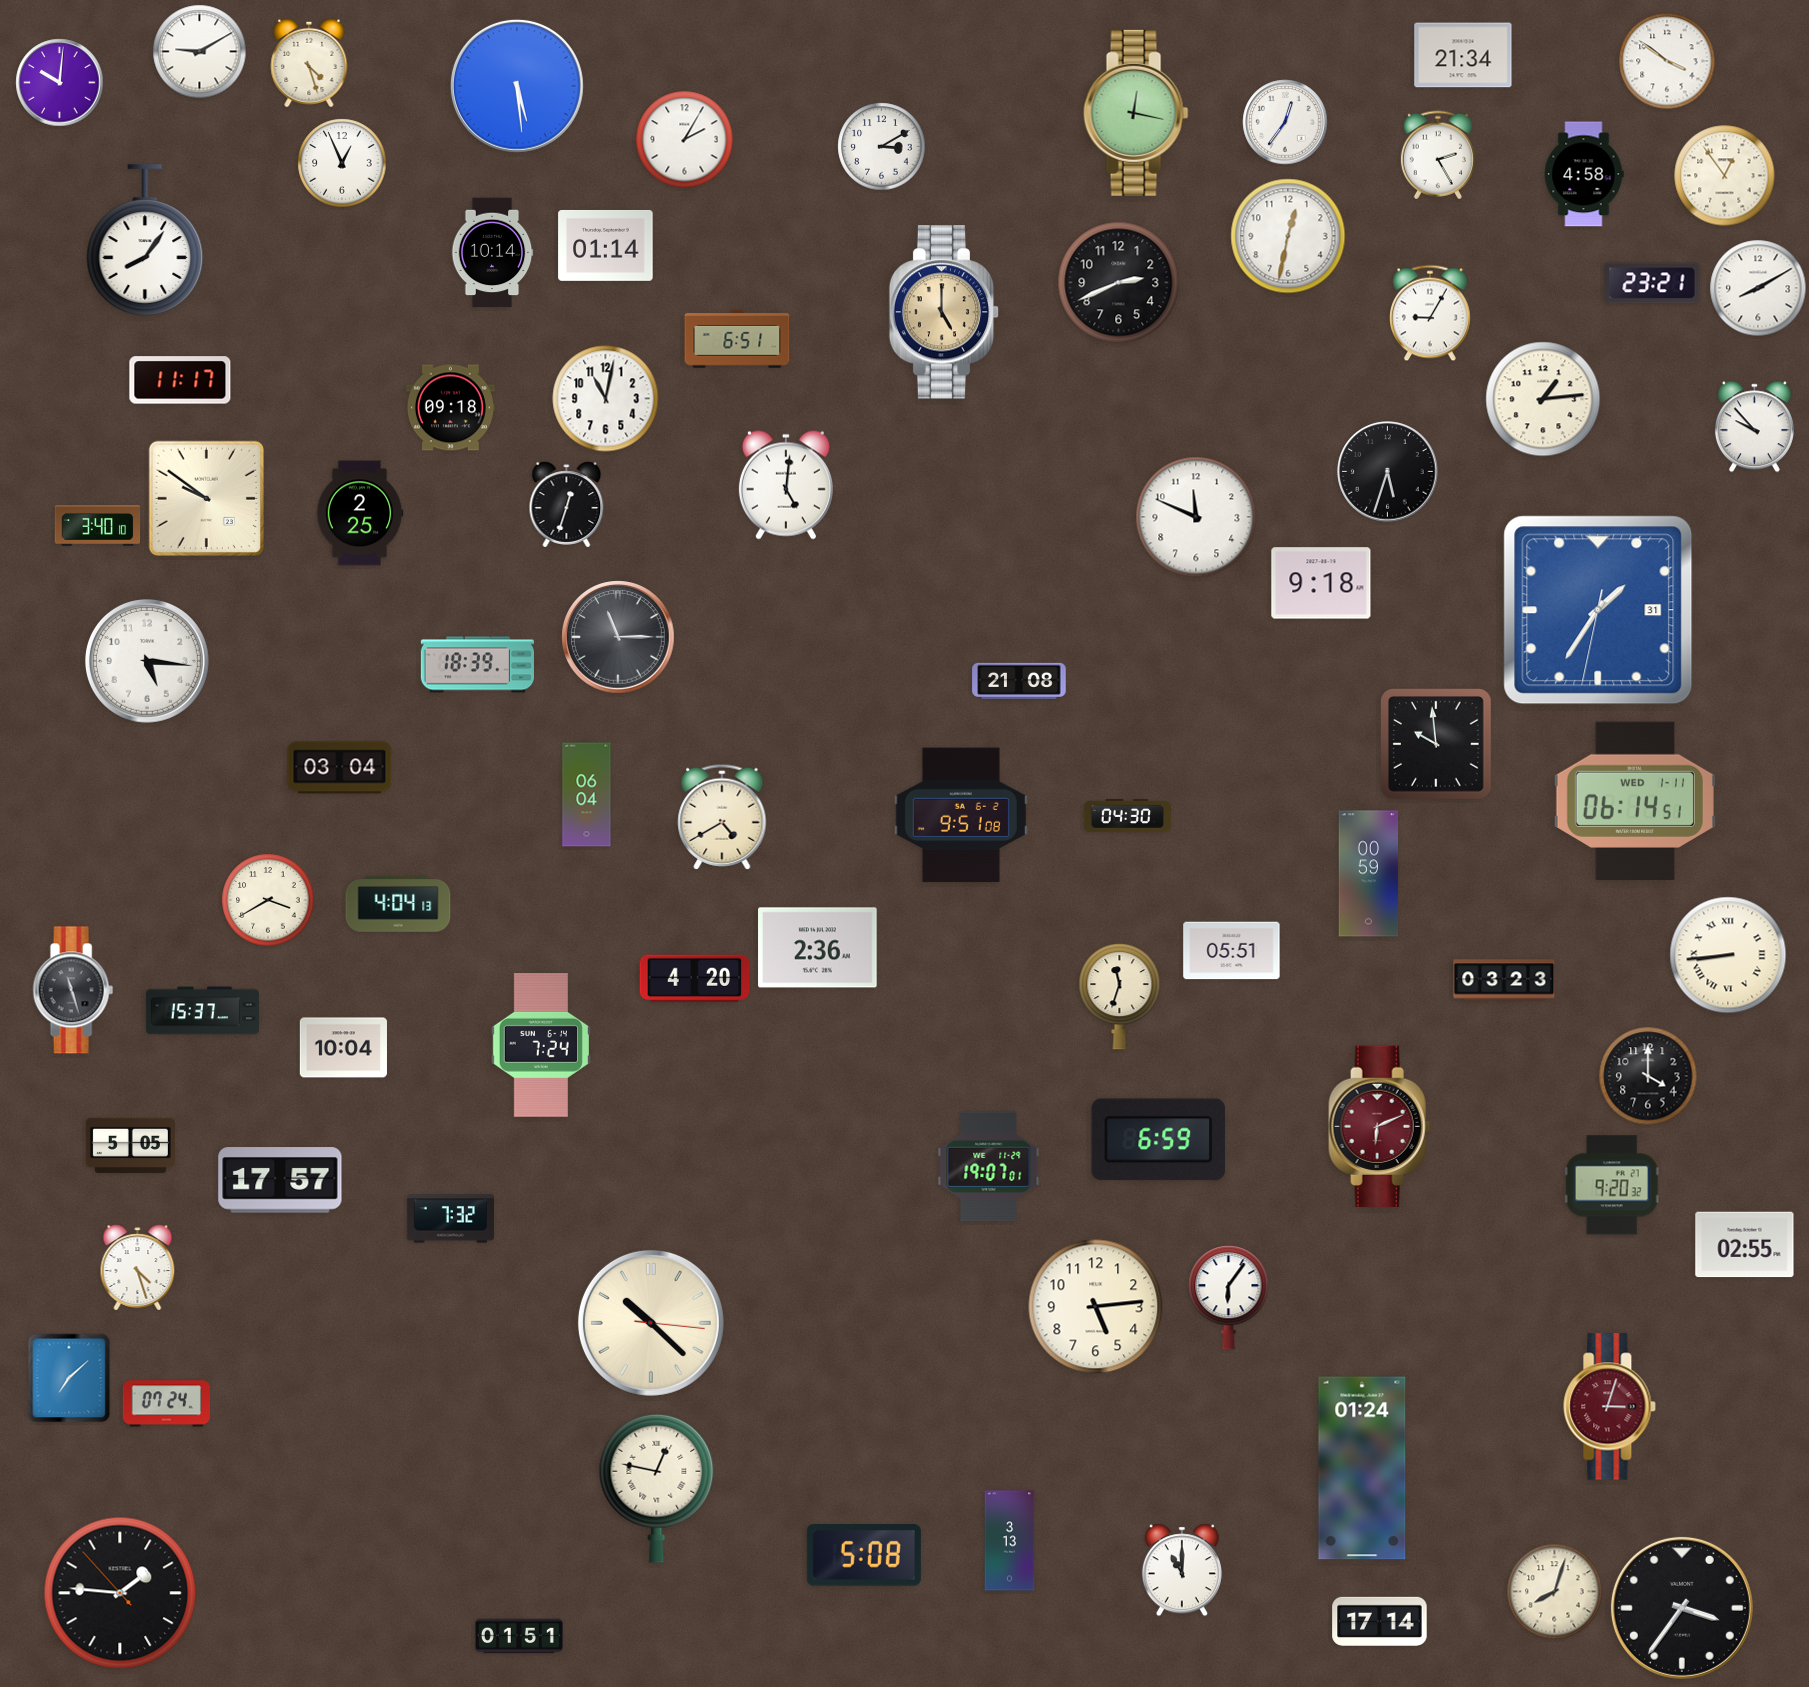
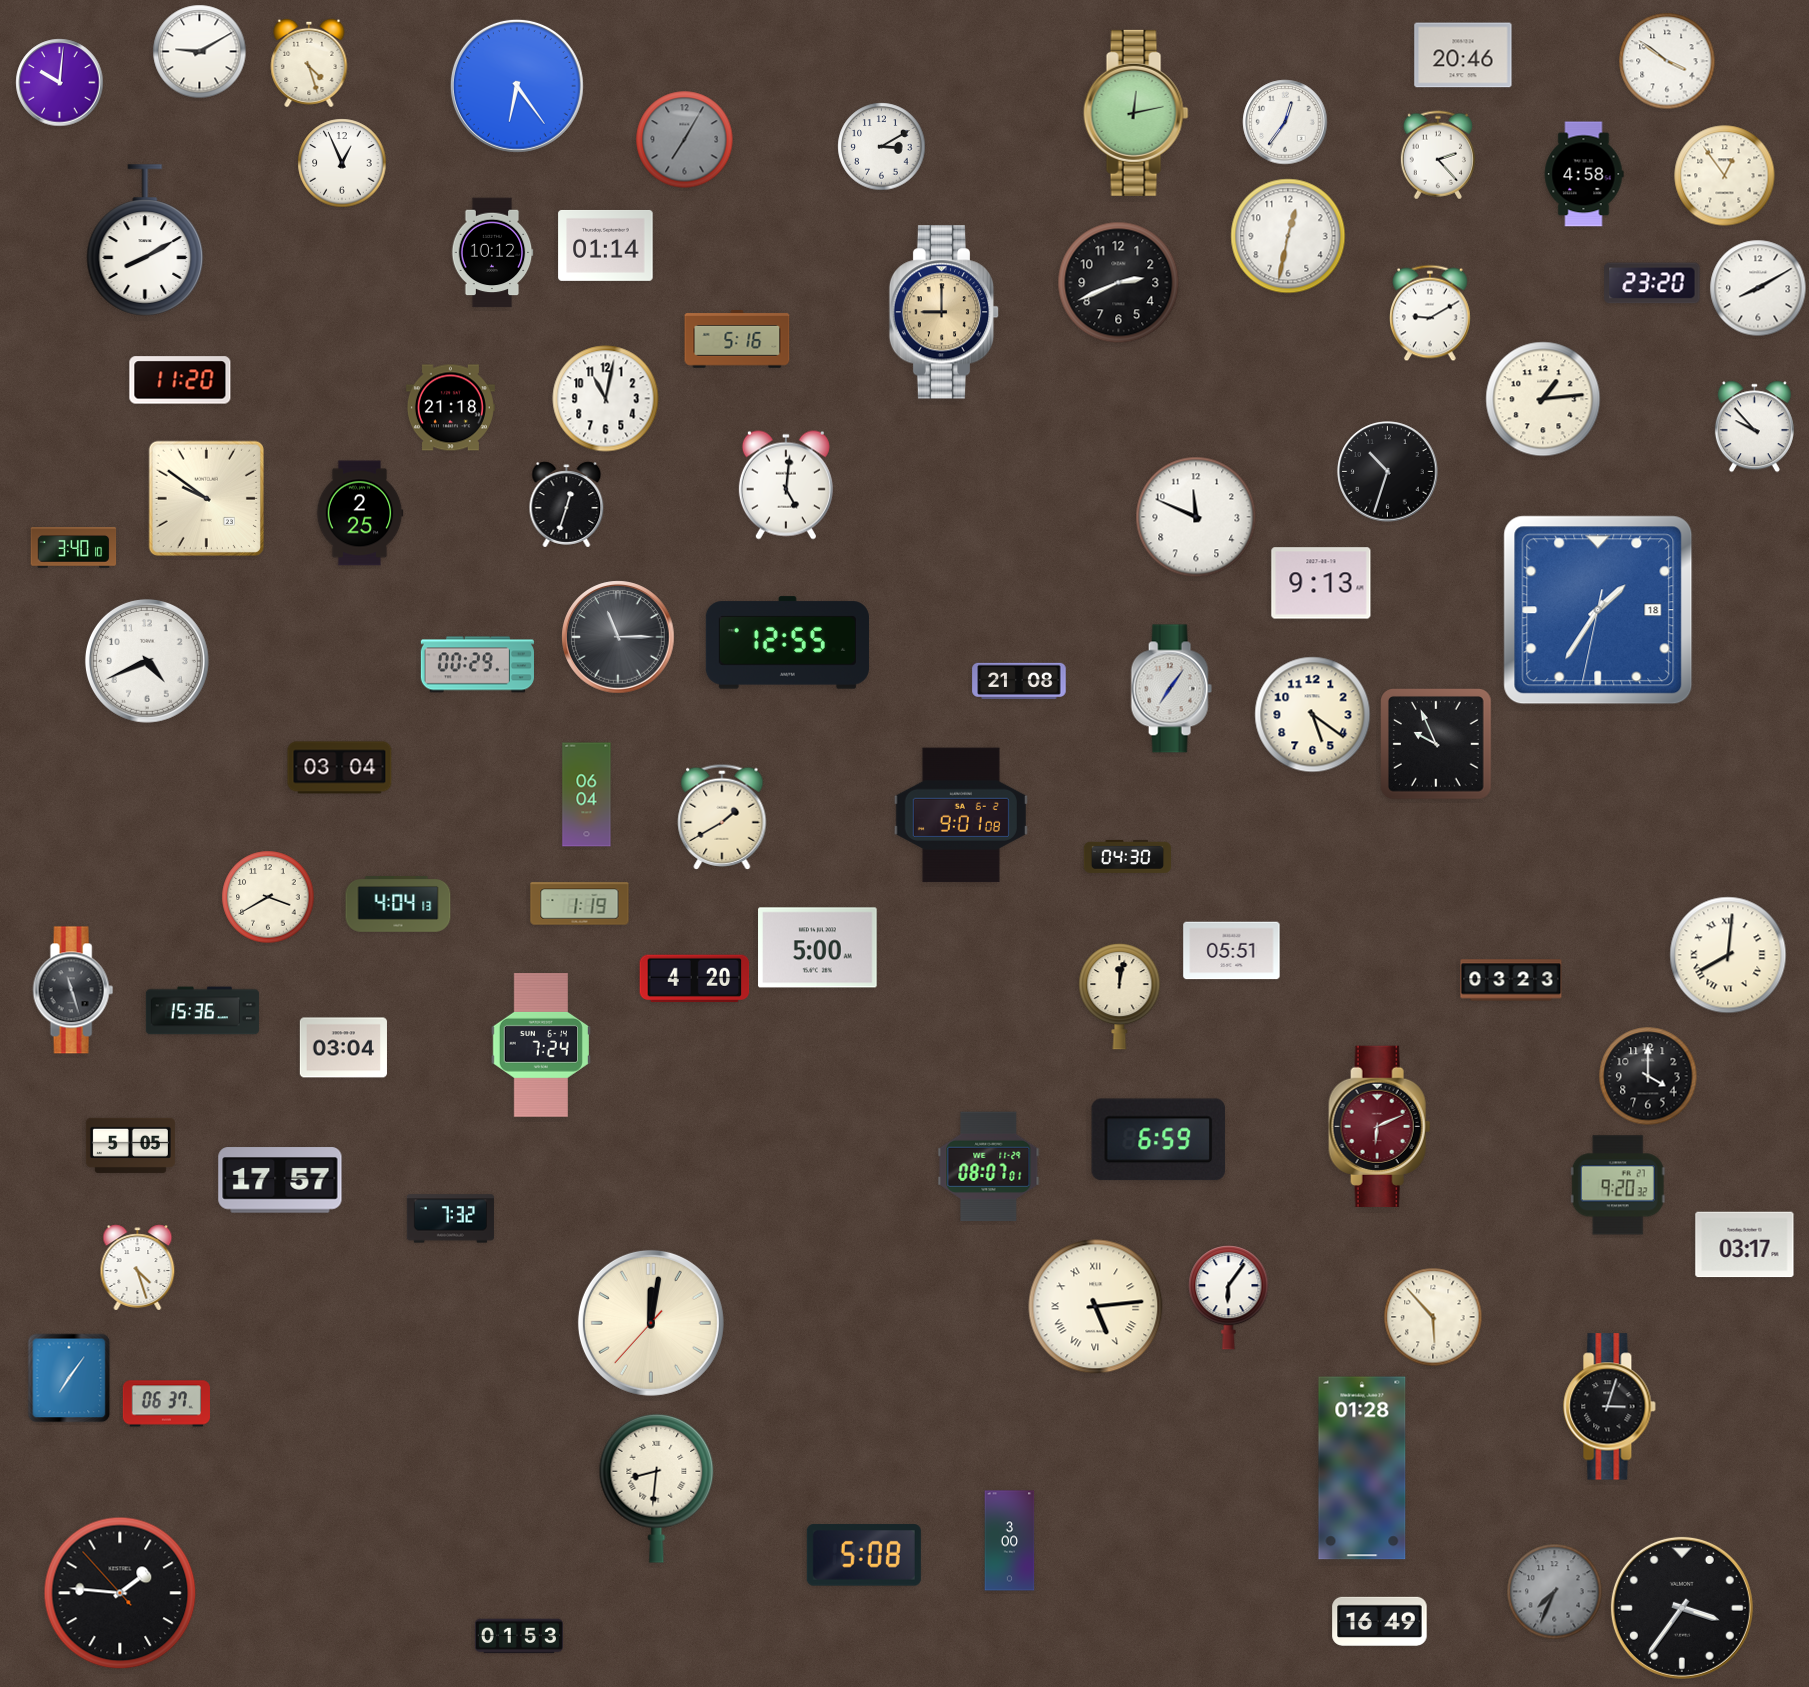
clock at (1463, 55): 21:34 -> 20:46
clock at (517, 86): 5:29 -> 6:24
clock at (1136, 113): 12:17 -> 12:13
clock at (685, 140): 2:05 -> 7:05
clock at (685, 140) dial: white -> grey
clock at (1438, 155): 2:25 -> 2:23
clock at (145, 240): 8:06 -> 8:10
clock at (492, 253): 10:14 -> 10:12
clock at (1652, 283): 23:21 -> 23:20
clock at (944, 312): 5:00 -> 9:00
clock at (1431, 313): 9:05 -> 9:10
clock at (737, 339): 6:51 -> 5:16
clock at (180, 380): 11:17 -> 11:20
clock at (450, 408): 09:18 -> 21:18
clock at (1388, 472): 5:33 -> 10:33
clock at (98, 526) position: (98, 526) -> (74, 548)
clock at (1321, 583): 9:18 -> 9:13
clock at (1598, 610) date: 31 -> 18
clock at (787, 643): none -> 12:55
clock at (147, 661): 5:16 -> 4:41
clock at (477, 665): 18:39 -> 00:29
clock at (1171, 689): none -> 7:06
clock at (1313, 715): none -> 5:21
clock at (1437, 745): 9:59 -> 9:56
clock at (1635, 800): 06:14 -> none
clock at (961, 815): 9:51 -> 9:01
clock at (1127, 815) position: (1127, 815) -> (1127, 856)
clock at (722, 817): 4:40 -> 1:40
clock at (1369, 874): 00:59 -> none
clock at (268, 900) position: (268, 900) -> (268, 897)
clock at (580, 904): none -> 1:19
clock at (818, 948): 2:36 -> 5:00
clock at (1728, 955): 8:44 -> 8:01
clock at (1504, 980) position: (1504, 980) -> (1511, 980)
clock at (1120, 996): 11:33 -> 12:02
clock at (202, 1011): 15:37 -> 15:36
clock at (343, 1048): 10:04 -> 03:04
clock at (989, 1167): 19:07 -> 08:07
clock at (1612, 1185) position: (1612, 1185) -> (1618, 1185)
clock at (1745, 1245): 02:55 -> 03:17
clock at (1096, 1307) numerals: Arabic -> Roman
clock at (1433, 1317): none -> 5:53
clock at (651, 1323): 10:22 -> 12:01
clock at (69, 1378): 7:08 -> 7:06
clock at (166, 1404): 07:24 -> 06:37
clock at (1610, 1407) dial: burgundy -> black
clock at (1362, 1468): 01:24 -> 01:28
clock at (657, 1488): 12:47 -> 8:31
clock at (1010, 1541): 3:13 -> 3:00
clock at (1182, 1570): 11:00 -> none
clock at (1555, 1592): 8:03 -> 7:34
clock at (1555, 1592) dial: cream -> grey
clock at (1380, 1621): 17:14 -> 16:49
clock at (519, 1636): 01:51 -> 01:53
